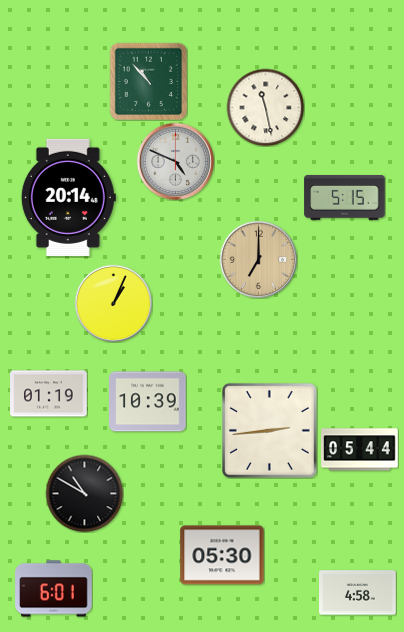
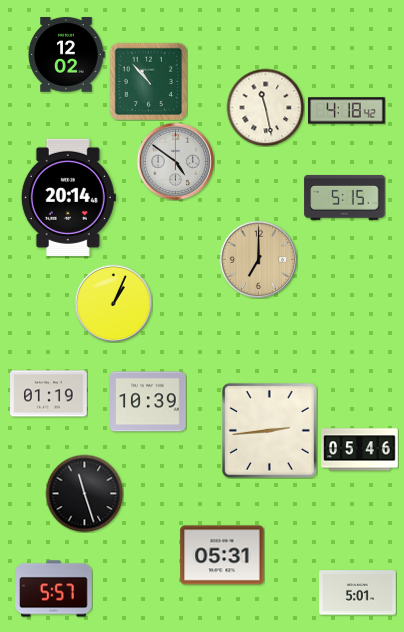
clock at (66, 55): none -> 12:02
clock at (347, 111): none -> 4:18
clock at (175, 161): 4:49 -> 4:51
clock at (360, 450): 05:44 -> 05:46
clock at (84, 493): 10:50 -> 11:27
clock at (222, 555): 05:30 -> 05:31
clock at (54, 589): 6:01 -> 5:57
clock at (358, 593): 4:58 -> 5:01
